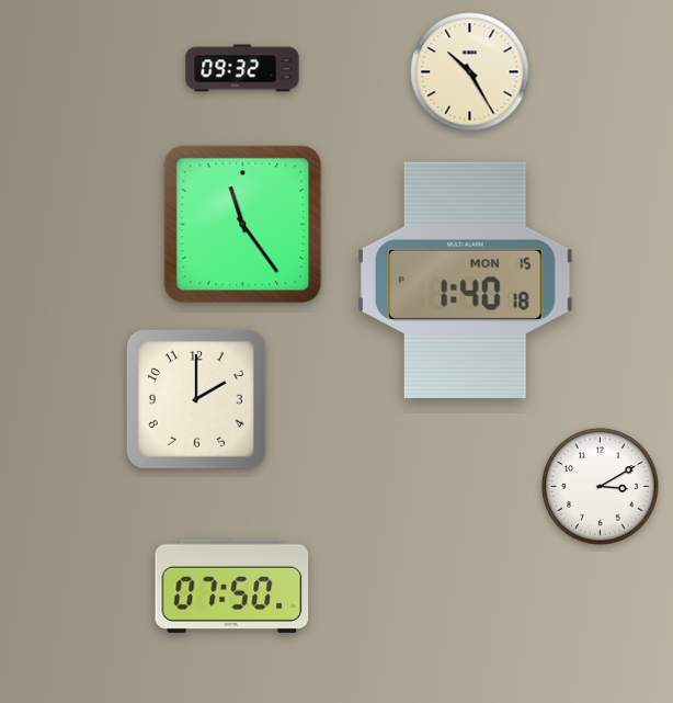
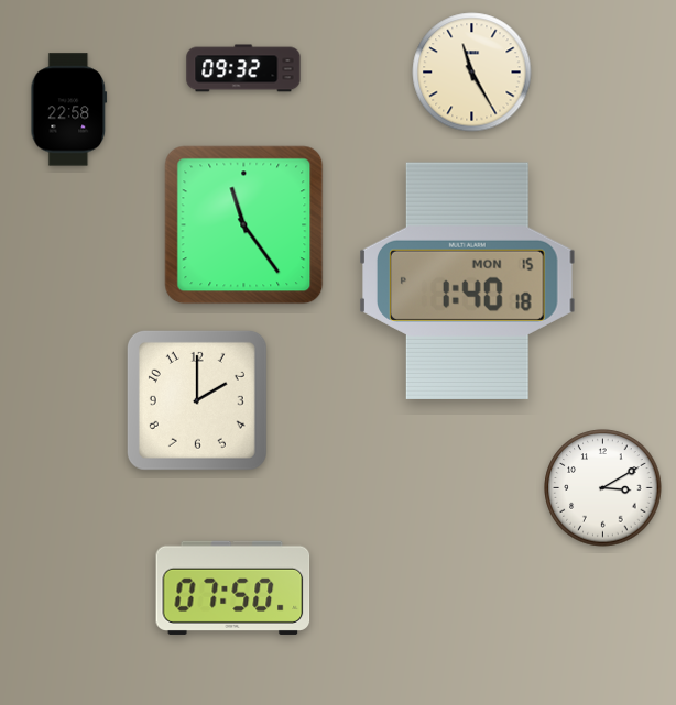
clock at (470, 72): 10:25 -> 11:25
clock at (69, 110): none -> 22:58
